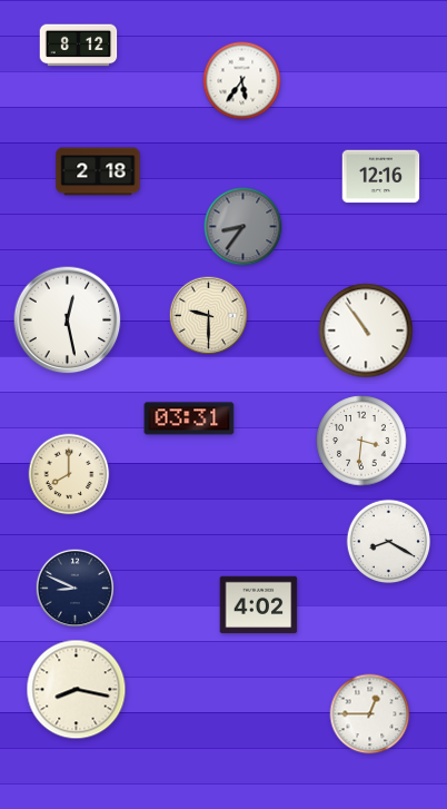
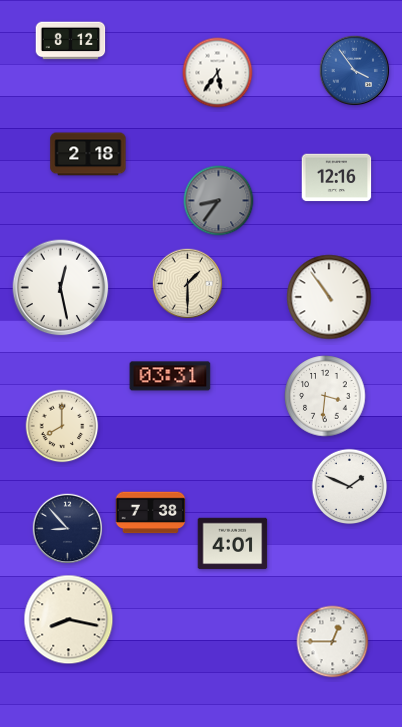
clock at (355, 71): none -> 3:54
clock at (381, 177) position: (381, 177) -> (337, 178)
clock at (244, 227) position: (244, 227) -> (219, 201)
clock at (209, 316): 9:30 -> 1:30
clock at (389, 542): 8:20 -> 1:49
clock at (151, 513): none -> 7:38
clock at (76, 589): 8:49 -> 8:53
clock at (259, 605): 4:02 -> 4:01
